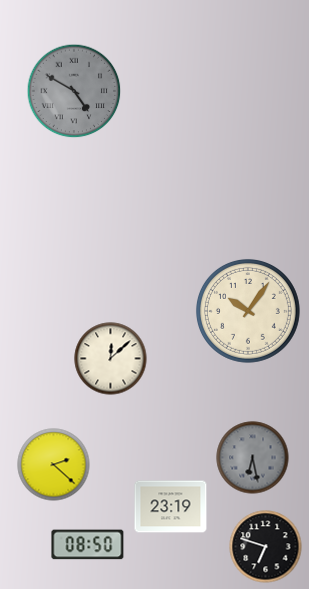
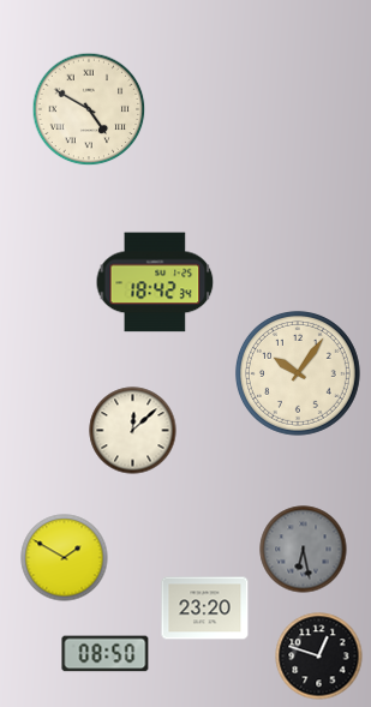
clock at (74, 91) dial: grey -> cream
clock at (155, 282): none -> 18:42
clock at (54, 465): 2:22 -> 1:50
clock at (171, 507): 23:19 -> 23:20
clock at (266, 547): 6:48 -> 12:48
